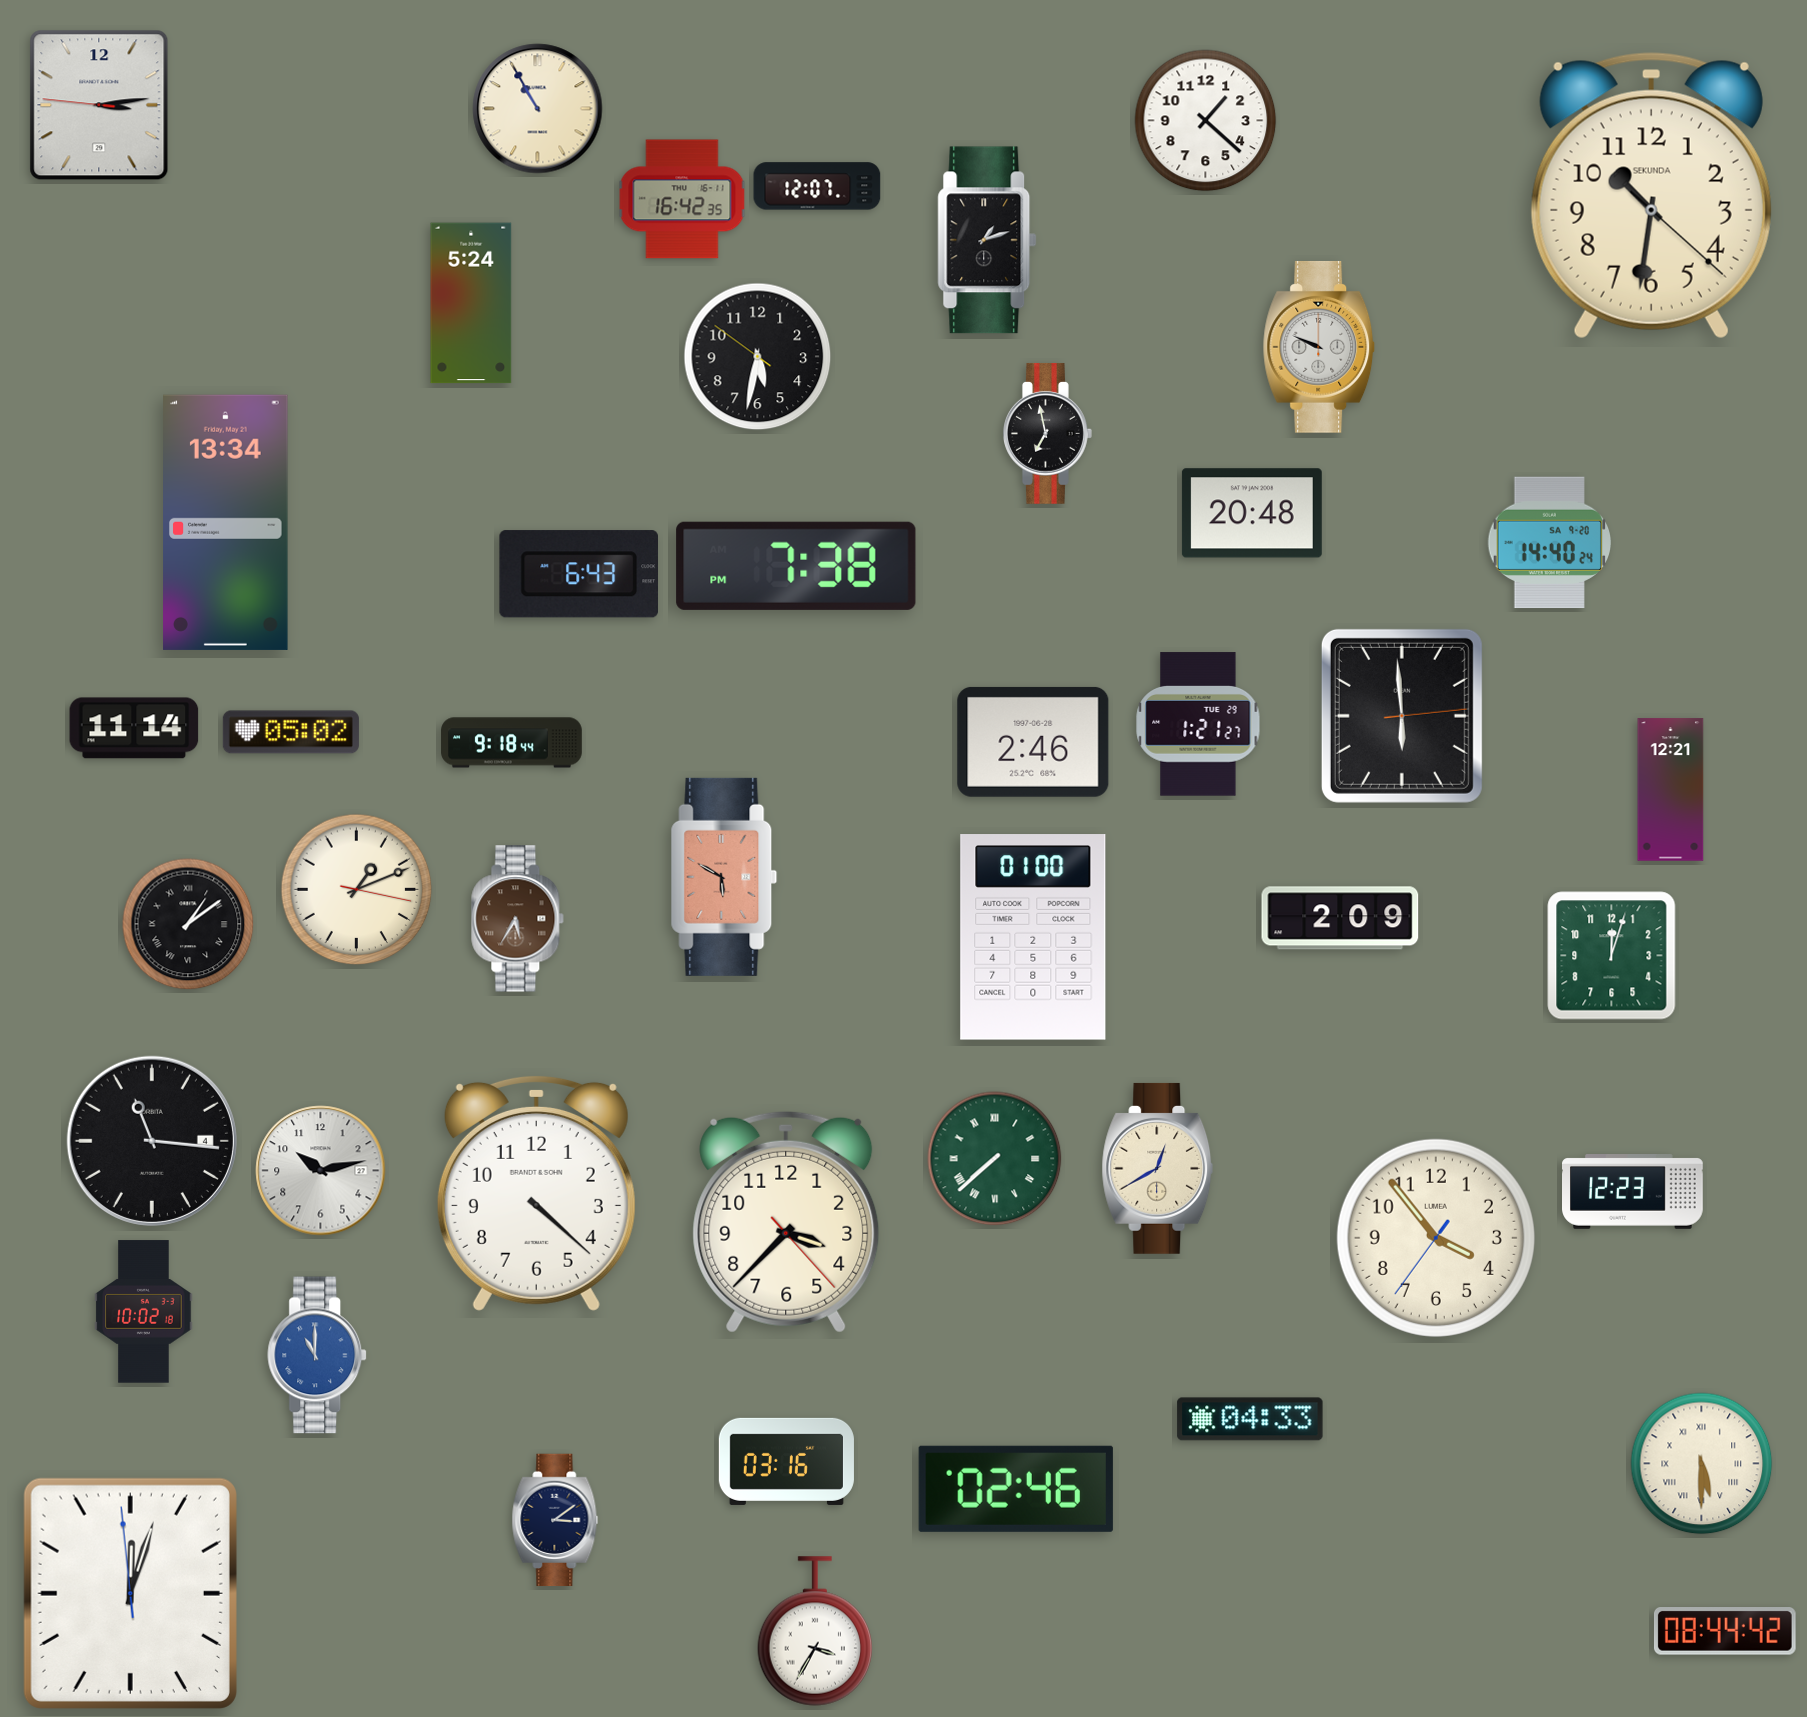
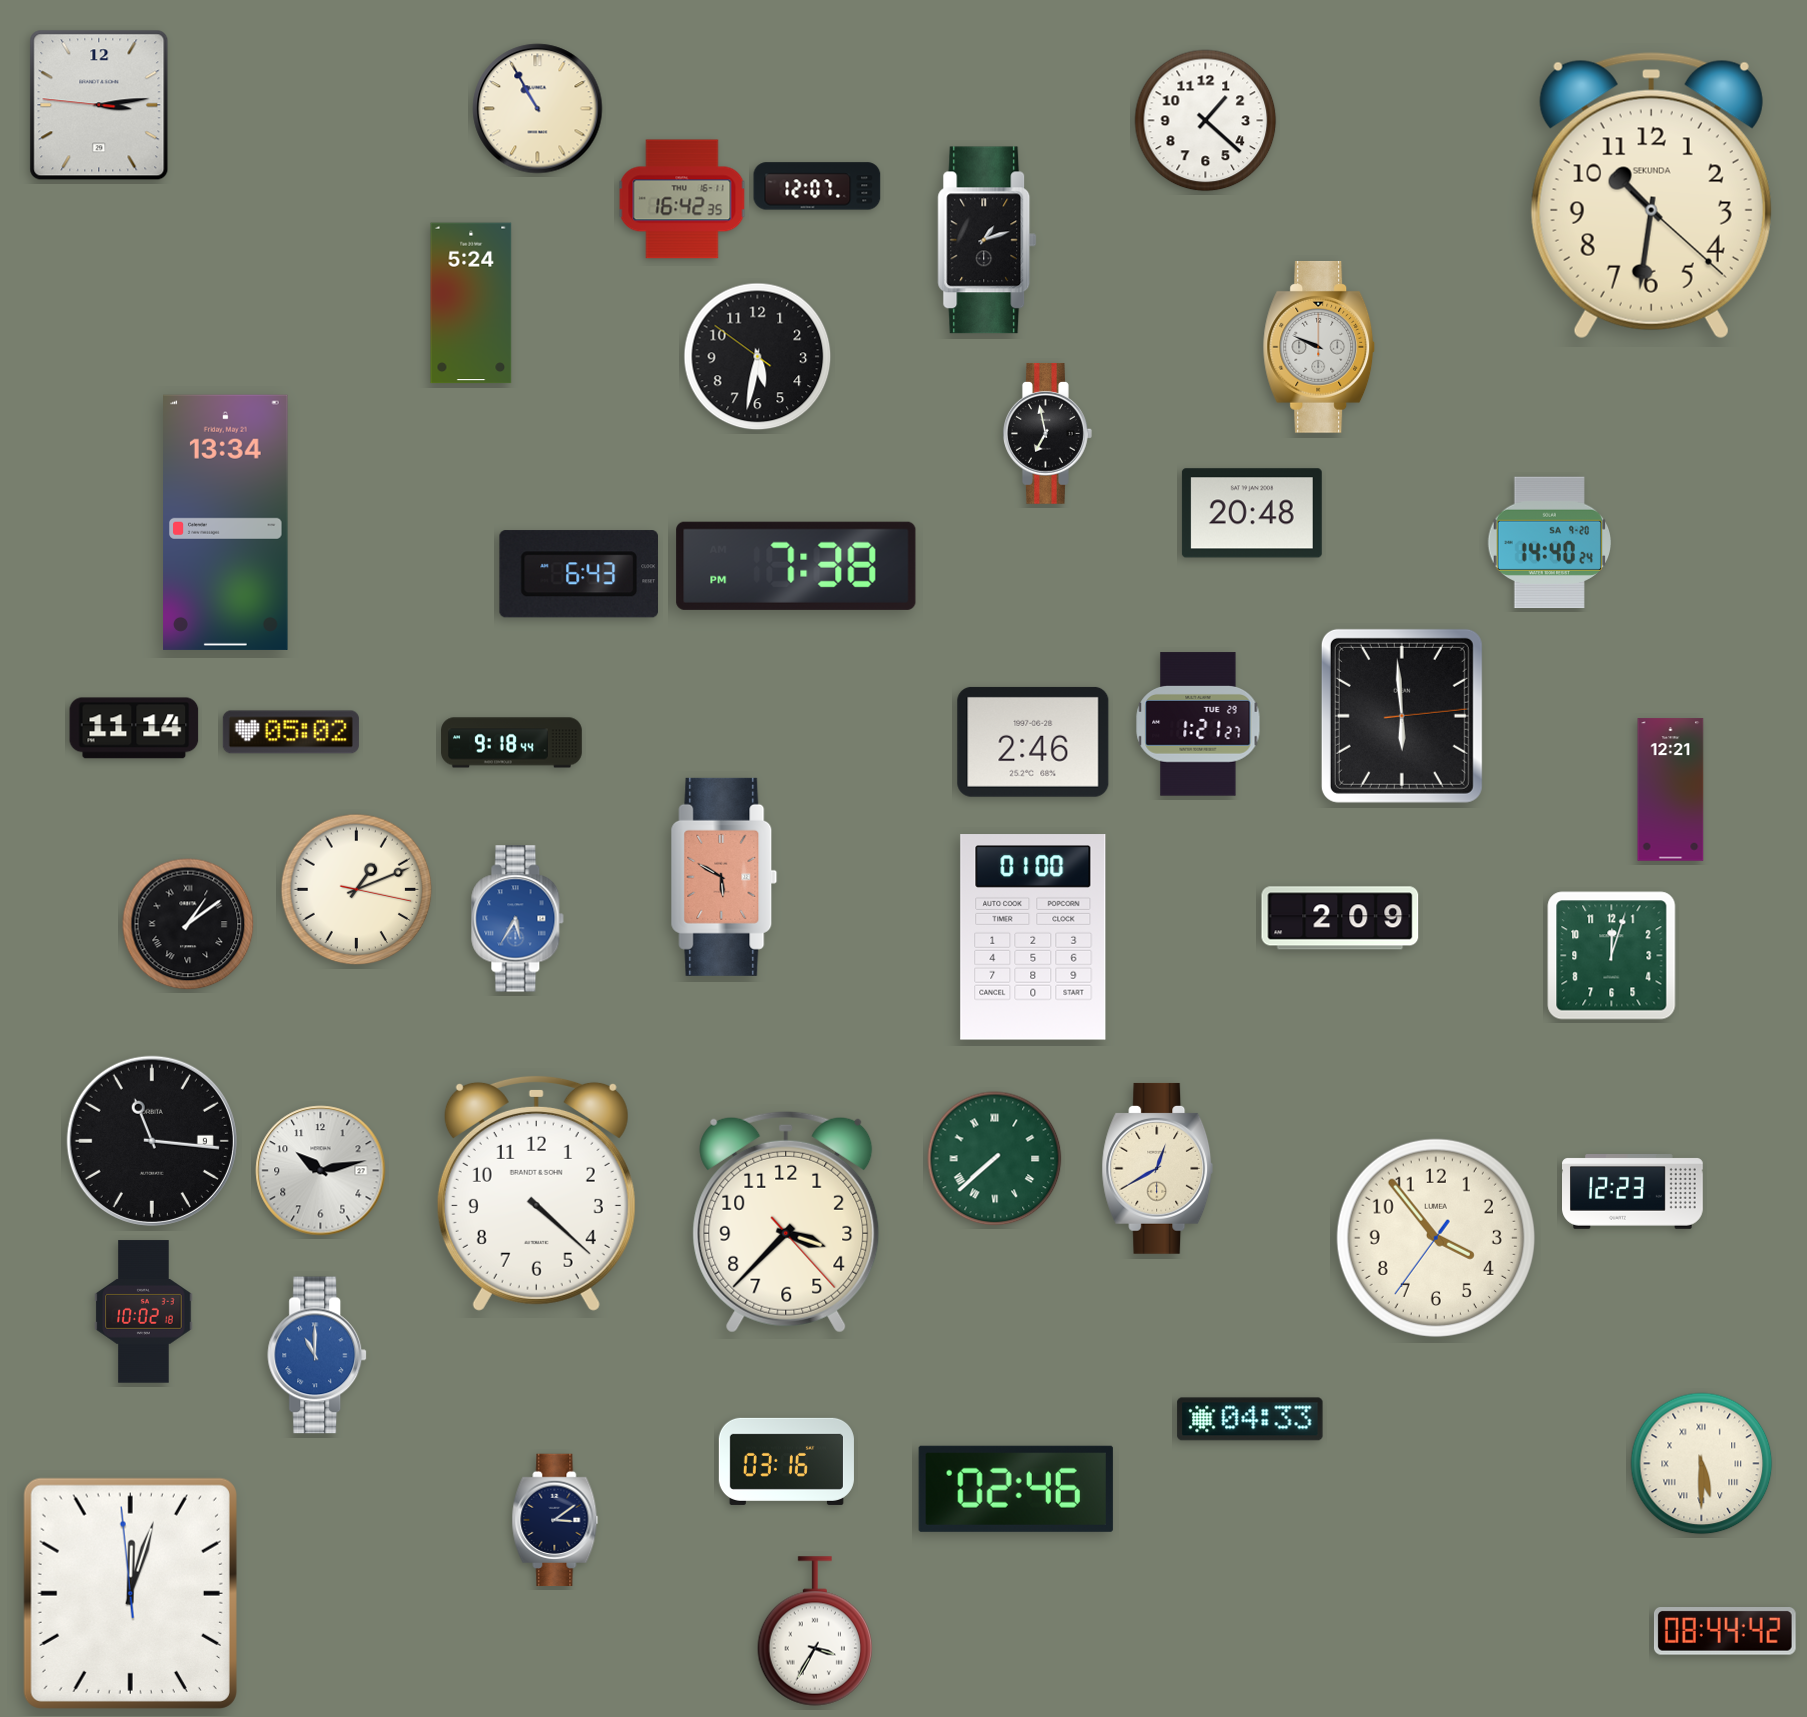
clock at (518, 919) dial: brown -> blue
clock at (152, 1141) date: 4 -> 9
